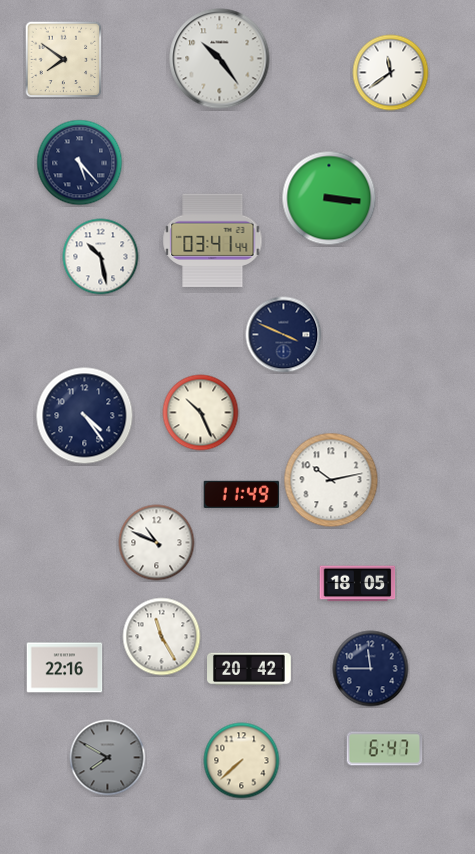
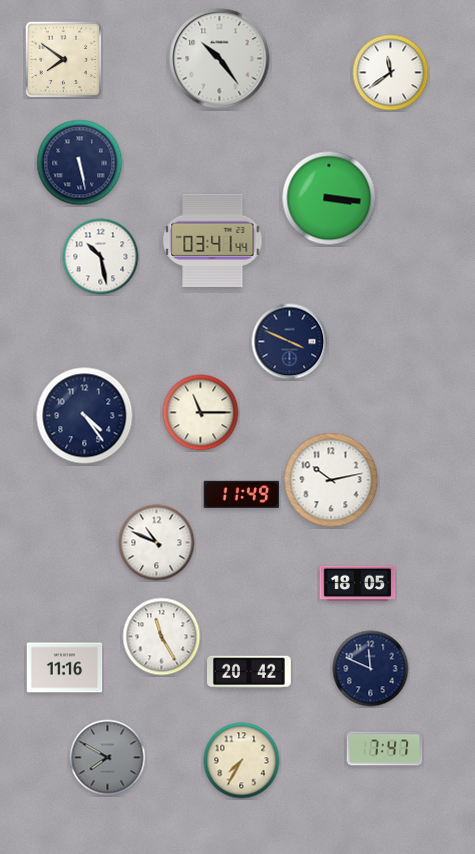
clock at (80, 163): 5:23 -> 5:28
clock at (284, 335) position: (284, 335) -> (290, 342)
clock at (201, 413): 10:26 -> 11:15
clock at (65, 668): 22:16 -> 11:16
clock at (250, 669) position: (250, 669) -> (250, 672)
clock at (371, 669): 11:45 -> 11:49
clock at (385, 749): 6:47 -> 7:47
clock at (242, 761): 7:38 -> 7:35
